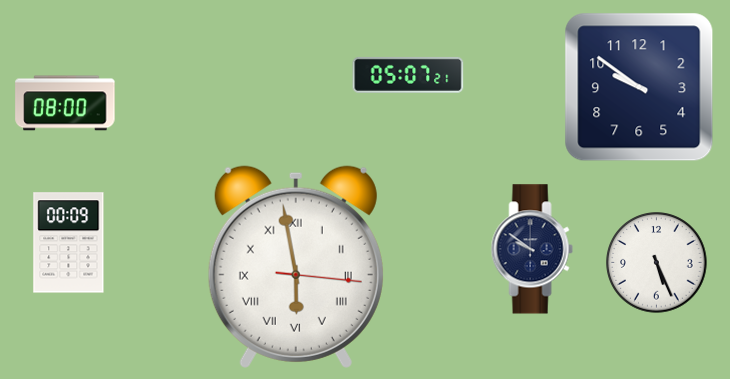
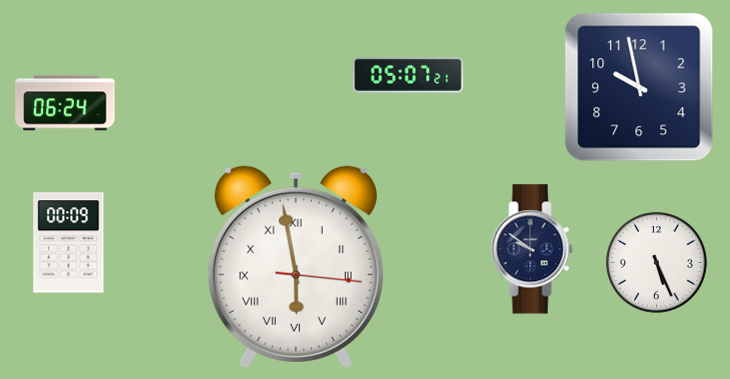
clock at (639, 87): 9:51 -> 9:58
clock at (65, 103): 08:00 -> 06:24
